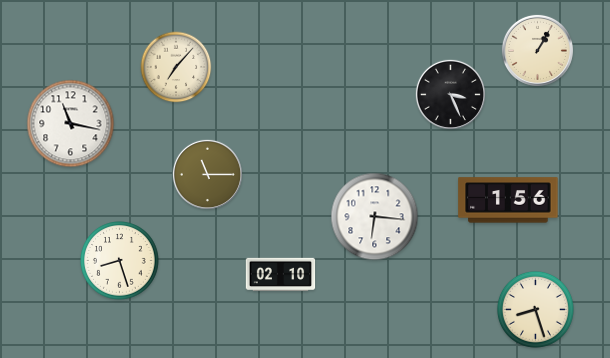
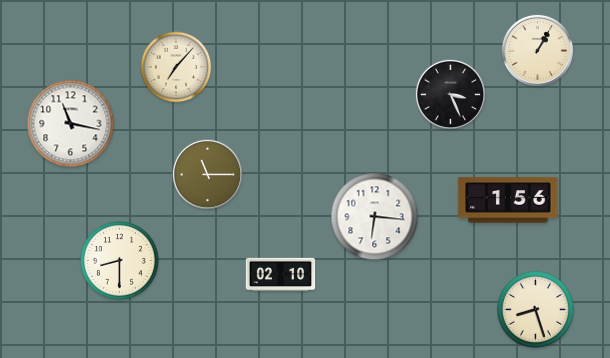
clock at (120, 261): 8:27 -> 8:30
